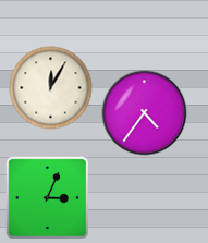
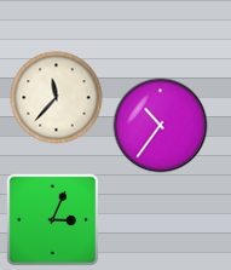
clock at (51, 88): 12:05 -> 11:37
clock at (145, 113): 4:36 -> 10:36
